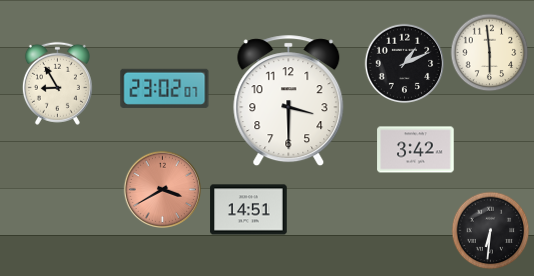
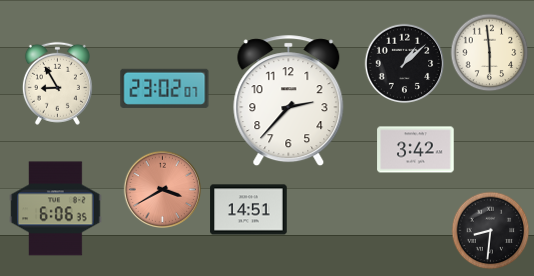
clock at (404, 63): 1:11 -> 1:08
clock at (289, 101): 3:30 -> 2:37
clock at (56, 209): none -> 6:06
clock at (490, 230): 6:31 -> 8:31
